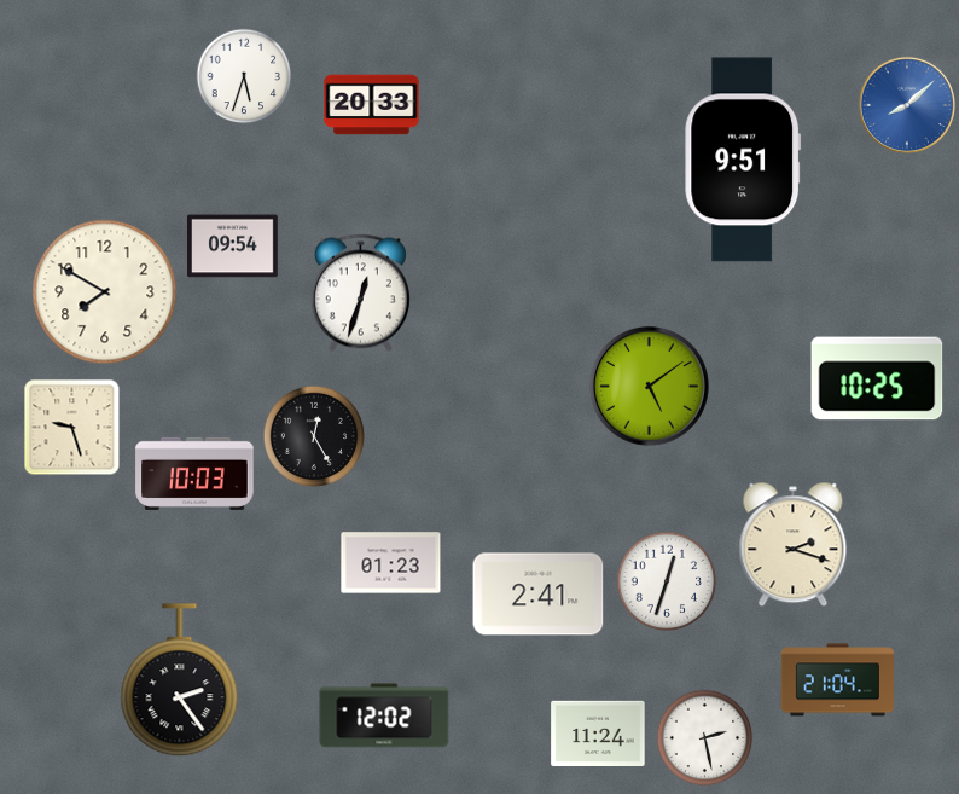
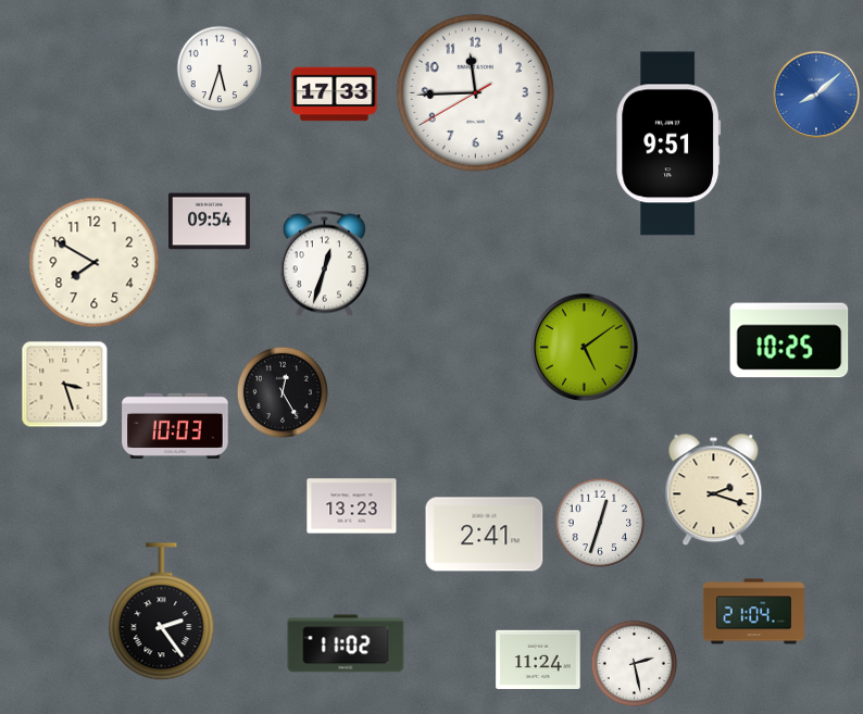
clock at (475, 92): none -> 11:44
clock at (372, 105): 20:33 -> 17:33
clock at (72, 428): 9:27 -> 3:27
clock at (391, 563): 01:23 -> 13:23
clock at (384, 715): 12:02 -> 11:02
